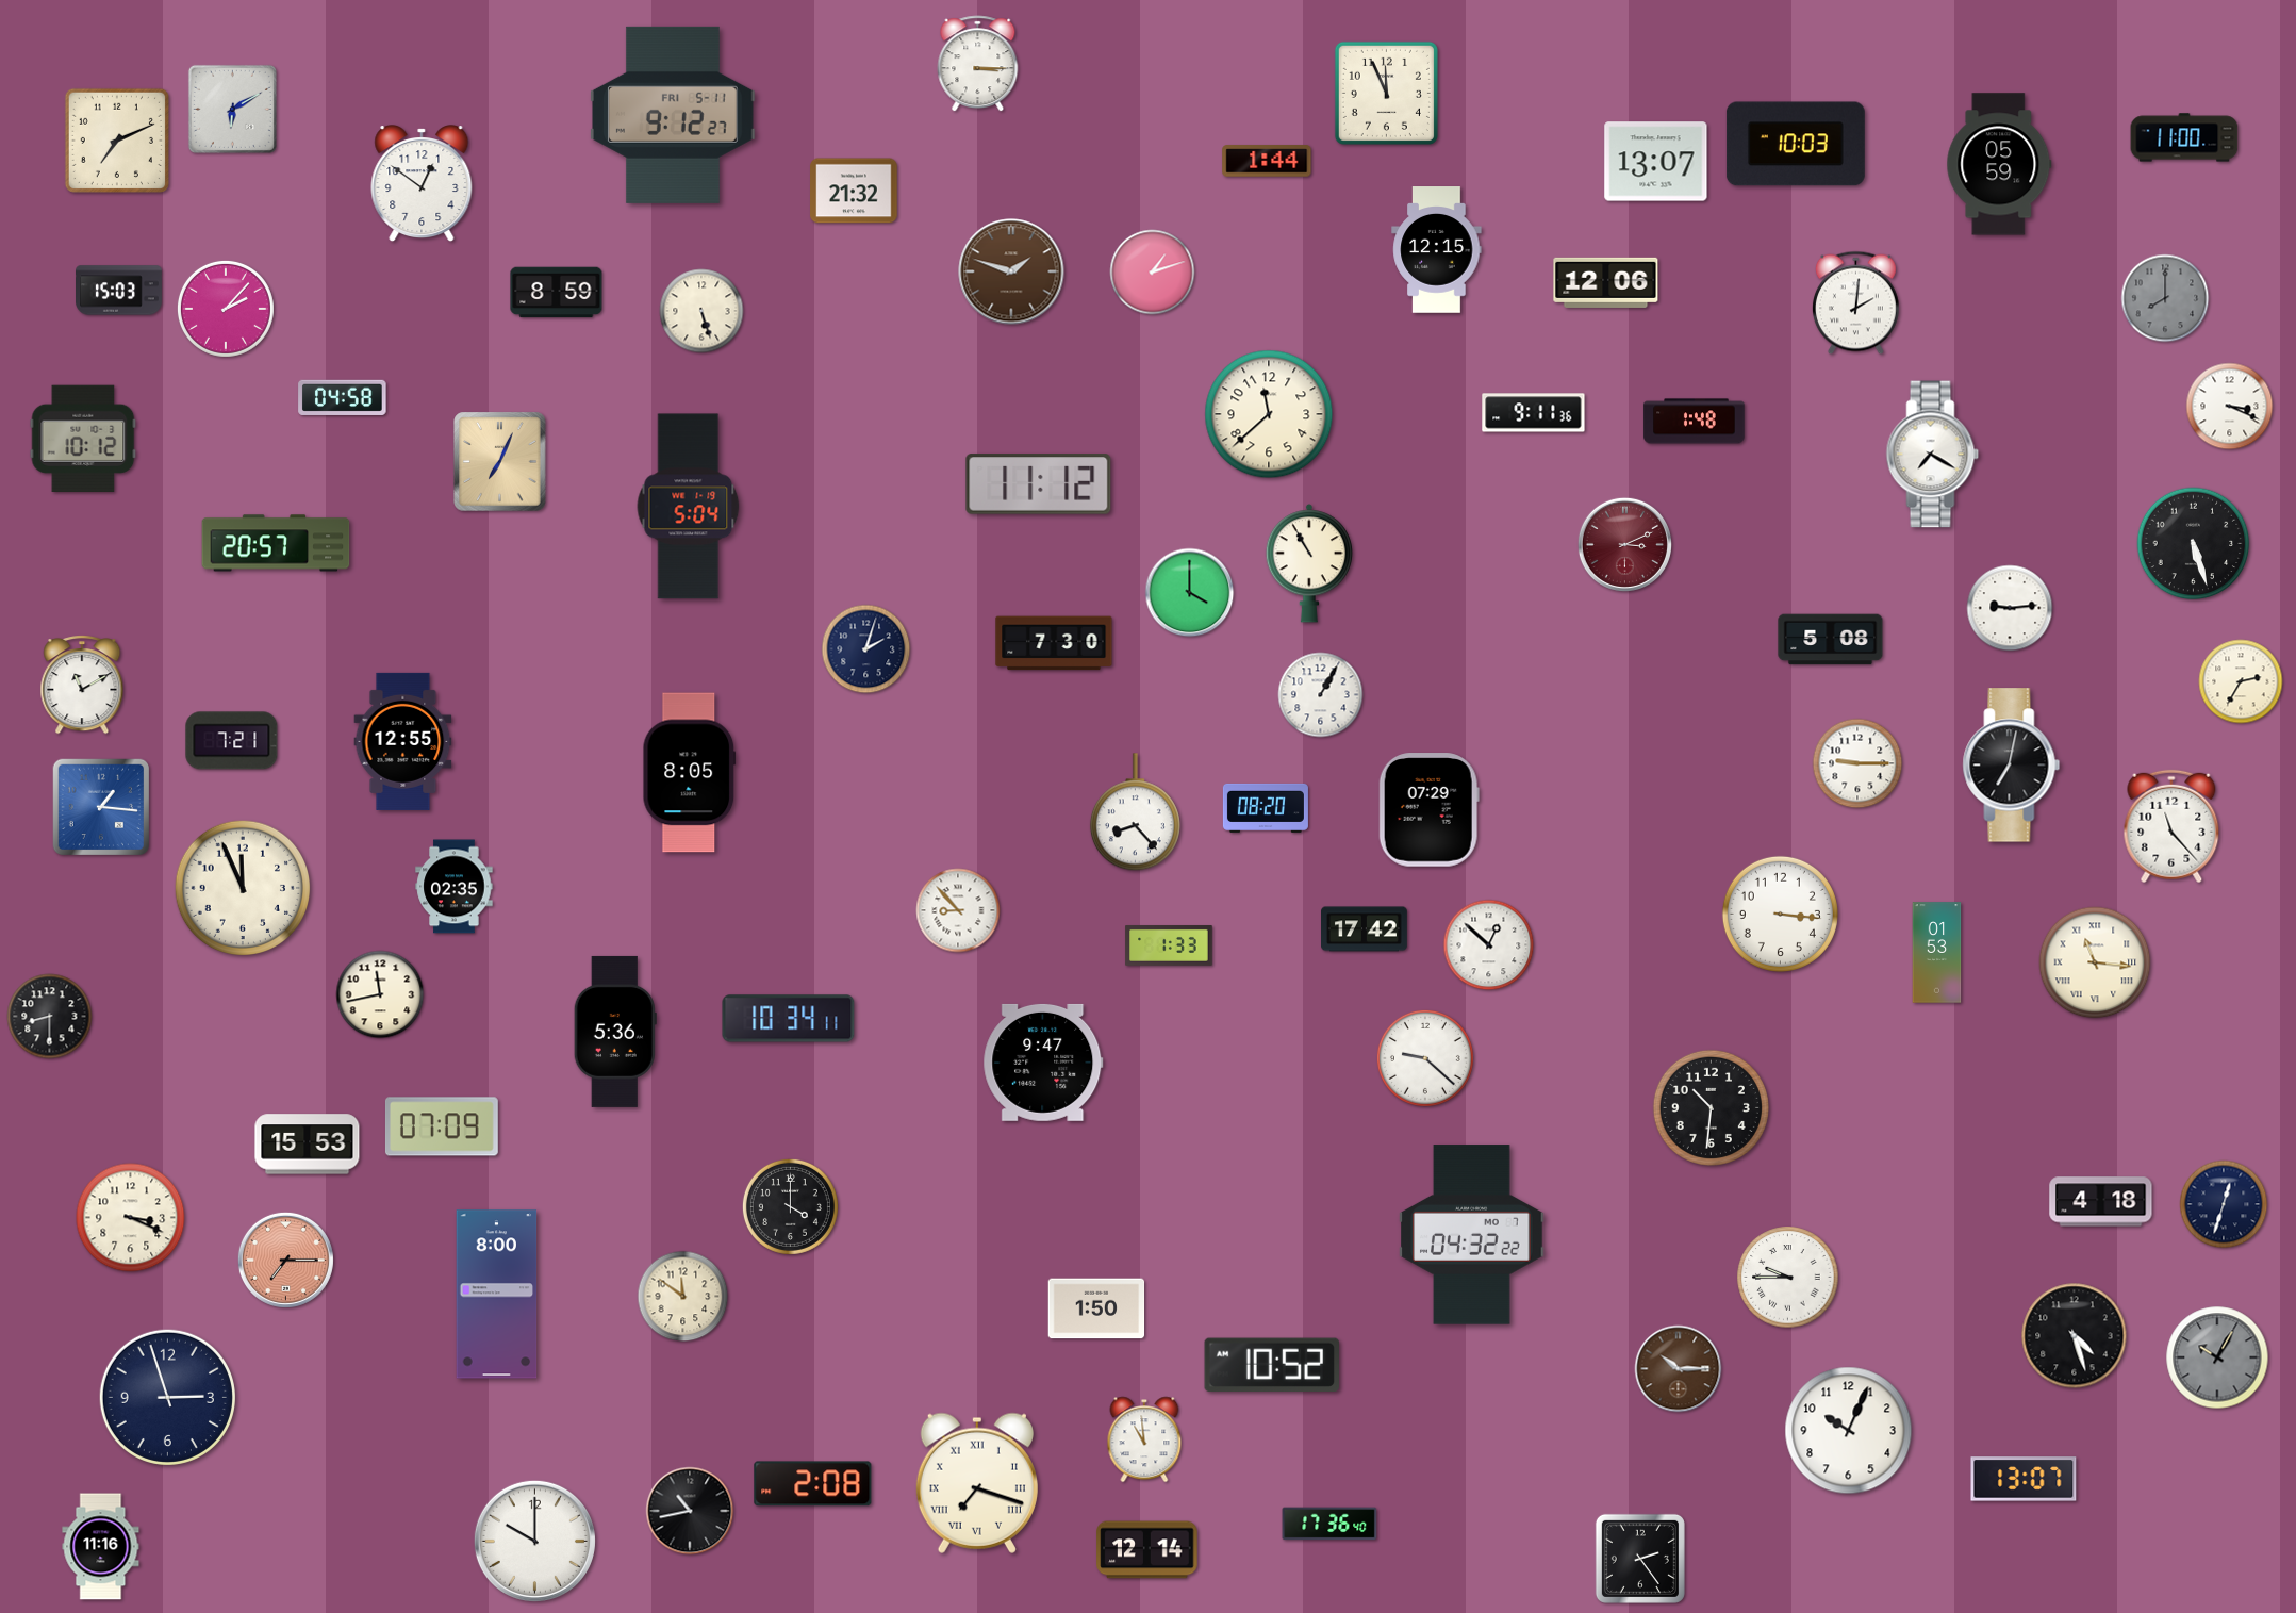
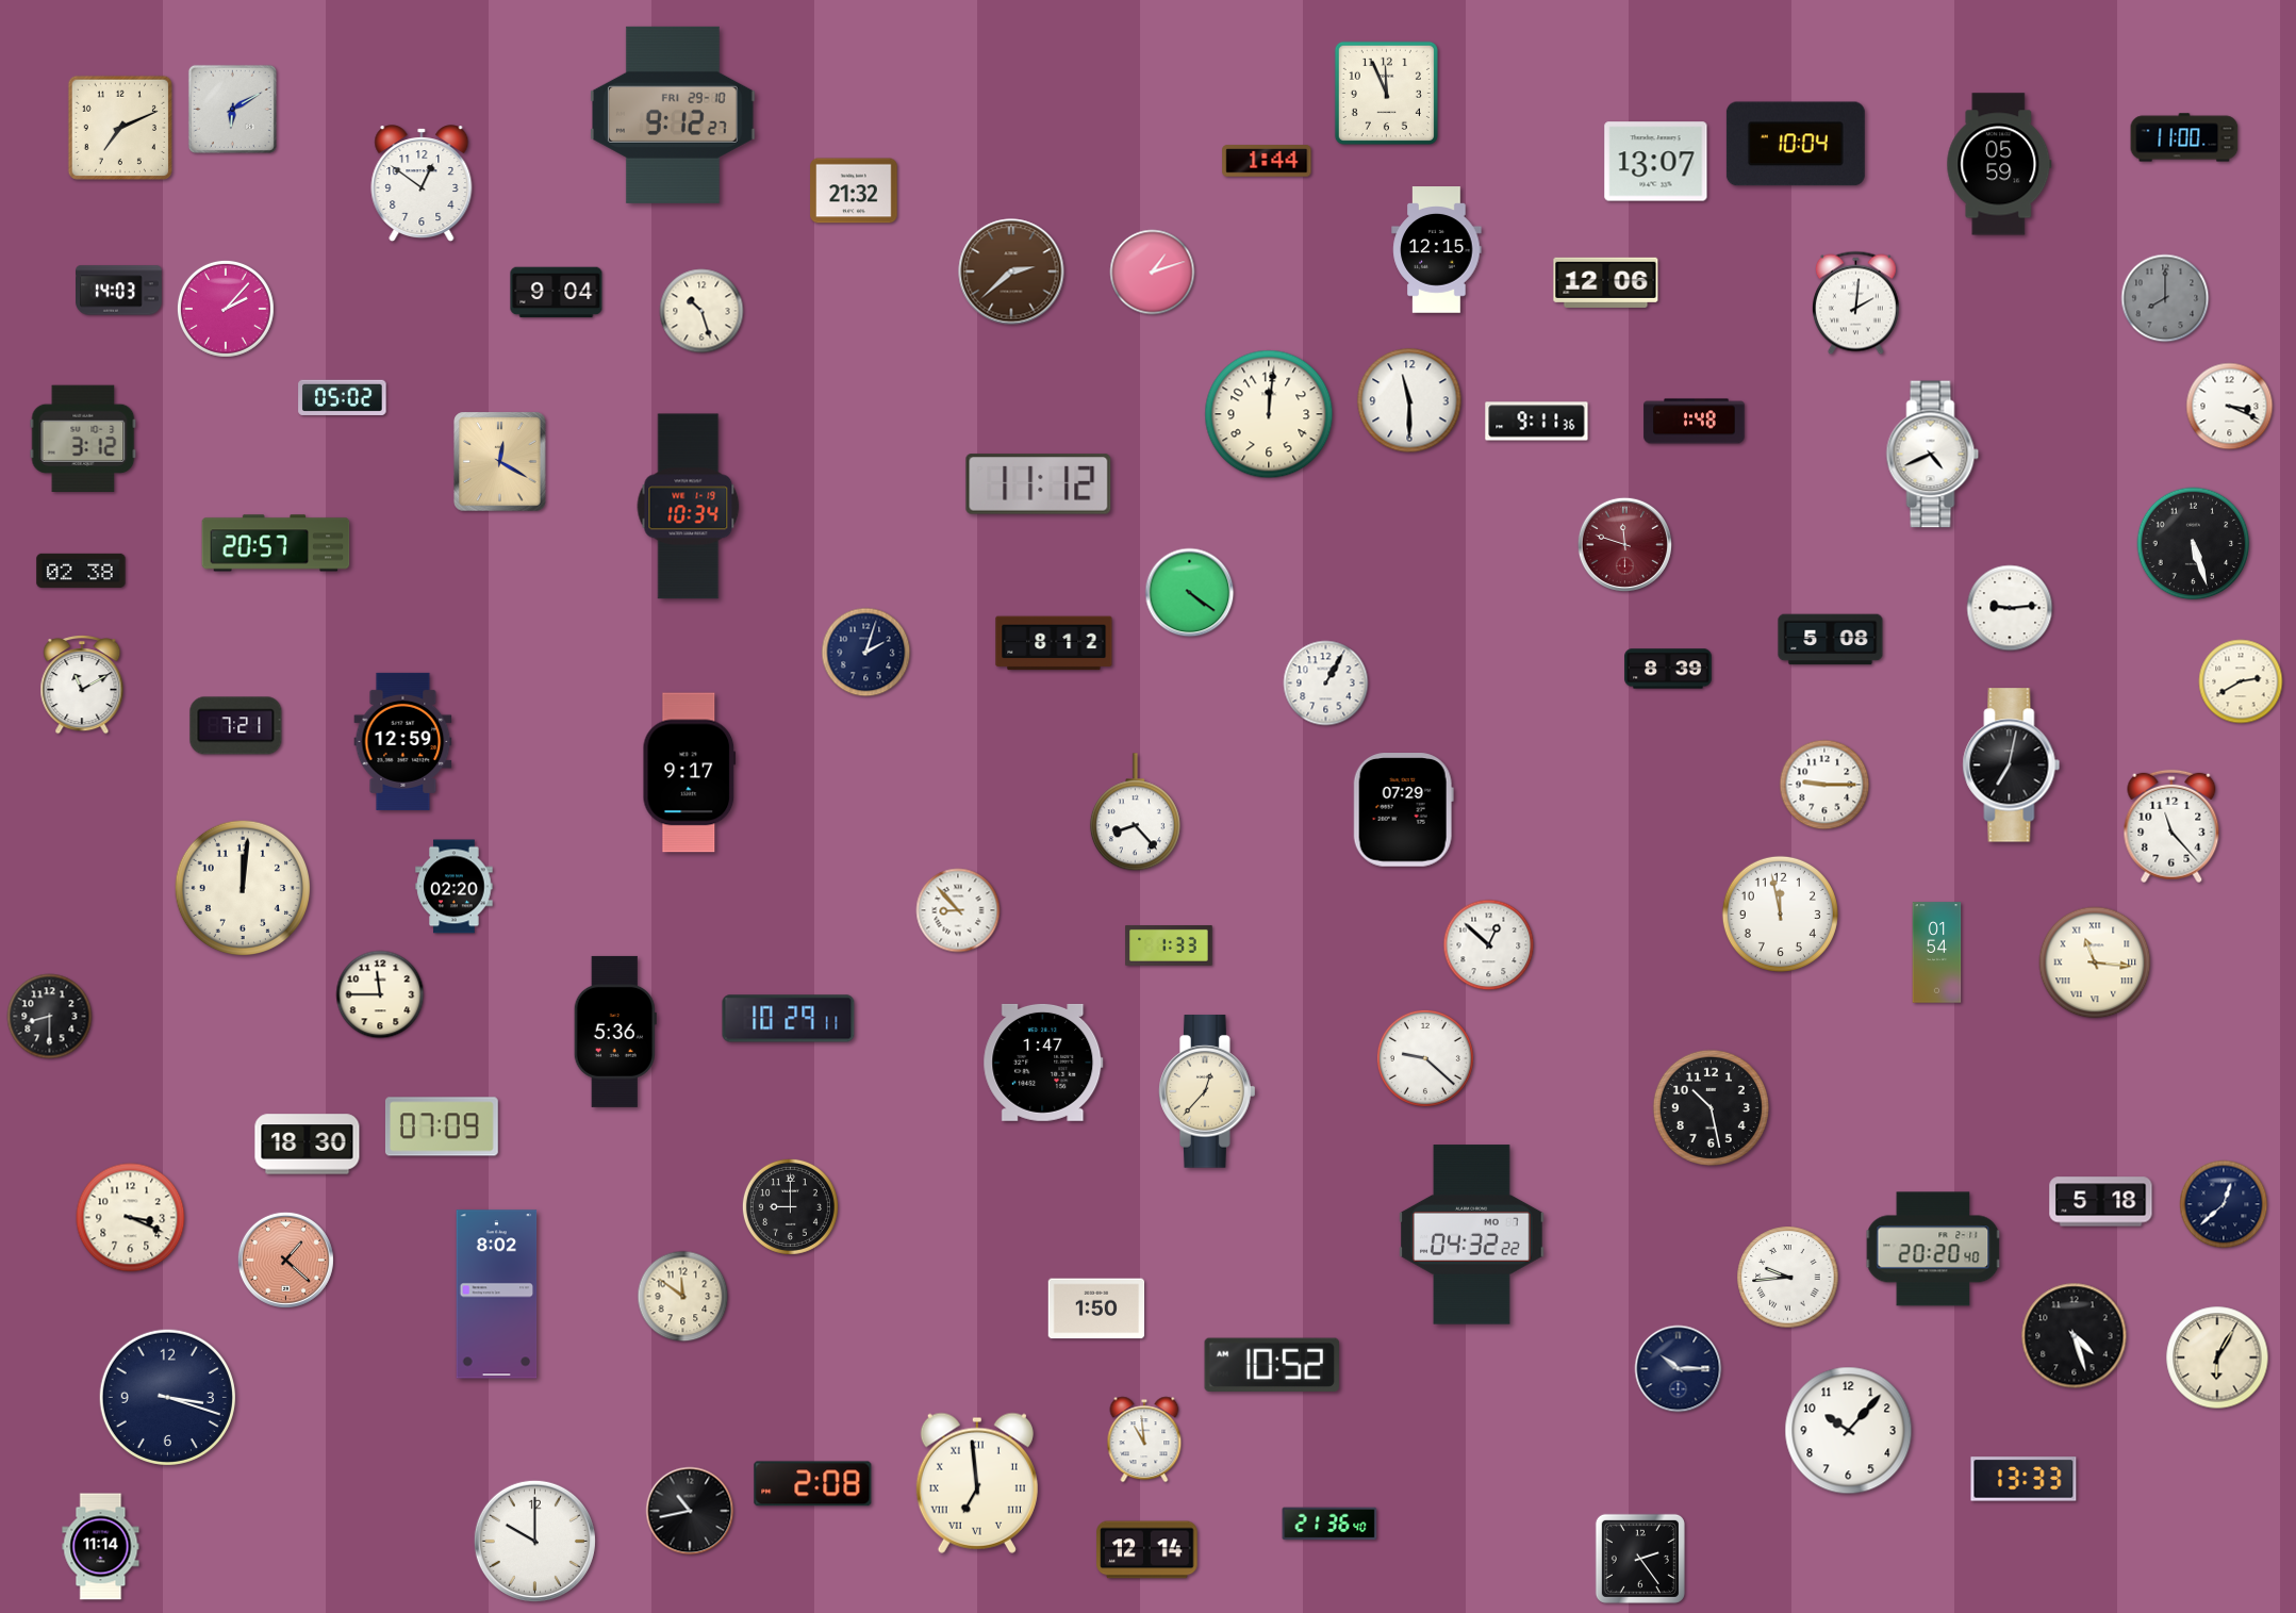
clock at (978, 64): 3:15 -> none
clock at (674, 115) date: FRI 5-11 -> FRI 29-10
clock at (117, 141) position: (117, 141) -> (120, 128)
clock at (1796, 144): 10:03 -> 10:04
clock at (1011, 271): 1:48 -> 2:38
clock at (119, 291): 15:03 -> 14:03
clock at (557, 293): 8:59 -> 9:04
clock at (701, 311): 5:27 -> 10:27
clock at (343, 397): 04:58 -> 05:02
clock at (1409, 400): none -> 11:30
clock at (1534, 413) position: (1534, 413) -> (1537, 422)
clock at (1269, 414): 11:38 -> 12:01
clock at (83, 438): 10:12 -> 3:12
clock at (1933, 455): 7:20 -> 4:41
clock at (500, 462): 7:04 -> 12:20
clock at (689, 507): 5:04 -> 10:34
clock at (1624, 544): 3:11 -> 11:48
clock at (1308, 563): 10:55 -> none
clock at (81, 571): none -> 02:38
clock at (1190, 593): 4:00 -> 4:21
clock at (1054, 643): 7:30 -> 8:12
clock at (866, 649) position: (866, 649) -> (866, 653)
clock at (1668, 669): none -> 8:39
clock at (2241, 681): 2:35 -> 2:40
clock at (1321, 695) position: (1321, 695) -> (1326, 684)
clock at (232, 741) position: (232, 741) -> (236, 726)
clock at (403, 741): 12:55 -> 12:59
clock at (1857, 763) position: (1857, 763) -> (1824, 785)
clock at (690, 773): 8:05 -> 9:17
clock at (100, 806): 1:16 -> none
clock at (1266, 808): 08:20 -> none
clock at (1428, 810) position: (1428, 810) -> (1403, 810)
clock at (455, 887): 02:35 -> 02:20
clock at (243, 888): 11:56 -> 12:01
clock at (1780, 914): 3:16 -> 11:58
clock at (1365, 929): 17:42 -> none
clock at (1937, 953): 01:53 -> 01:54
clock at (380, 994): 11:43 -> 11:45
clock at (789, 1019): 10:34 -> 10:29
clock at (1043, 1063): 9:47 -> 1:47
clock at (1208, 1091): none -> 12:37
clock at (1711, 1107): 10:31 -> 10:28
clock at (308, 1145): 15:53 -> 18:30
clock at (2101, 1202): 4:18 -> 5:18
clock at (2224, 1204): 12:33 -> 12:38
clock at (790, 1206): 4:00 -> 9:00
clock at (1933, 1249): none -> 20:20
clock at (285, 1260): 7:15 -> 1:22
clock at (1788, 1278): 9:45 -> 9:44
clock at (497, 1295): 8:00 -> 8:02
clock at (2217, 1357): 10:05 -> 6:05
clock at (2217, 1357) dial: grey -> cream
clock at (1679, 1369) dial: brown -> navy
clock at (167, 1397): 2:57 -> 3:18
clock at (1849, 1431): 10:04 -> 10:07
clock at (2024, 1479): 13:07 -> 13:33
clock at (977, 1483): 7:18 -> 6:59
clock at (1329, 1524): 17:36 -> 21:36
clock at (101, 1547): 11:16 -> 11:14
